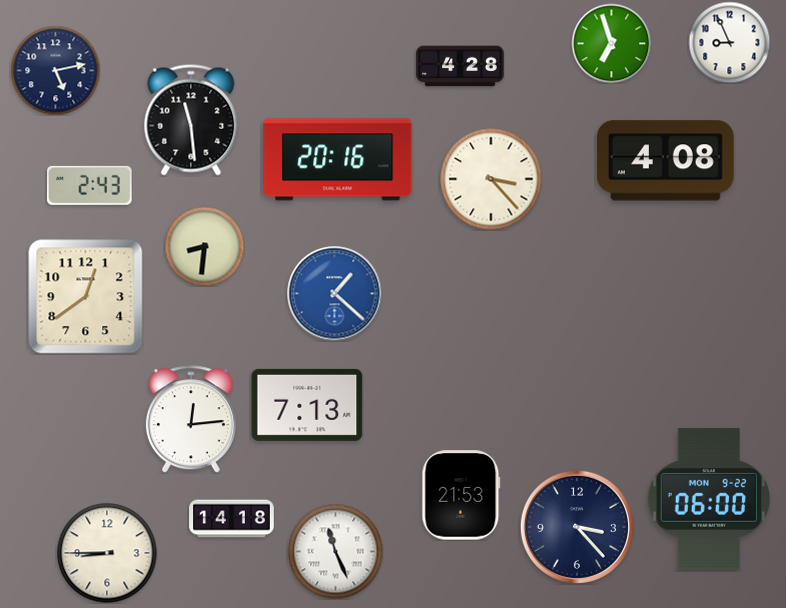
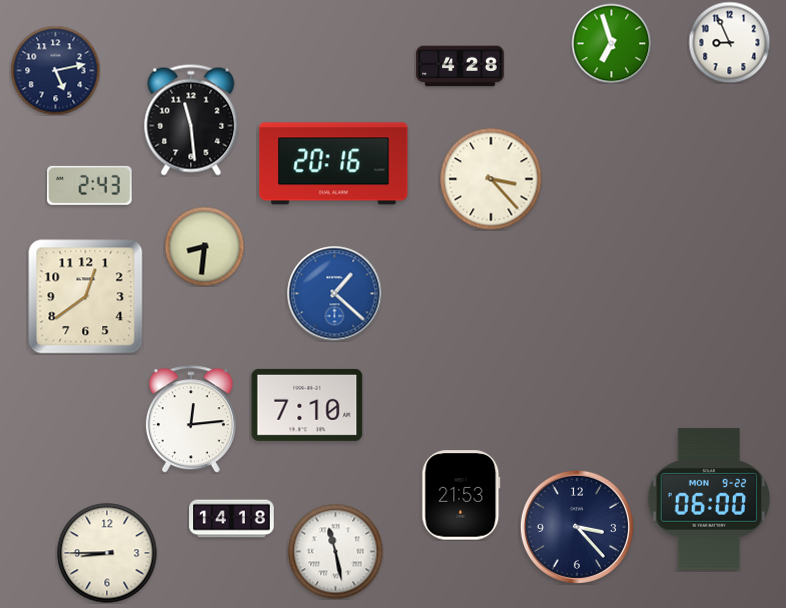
clock at (338, 160) position: (338, 160) -> (334, 164)
clock at (665, 161): 4:08 -> none
clock at (307, 405): 7:13 -> 7:10
clock at (335, 551): 11:26 -> 11:28
